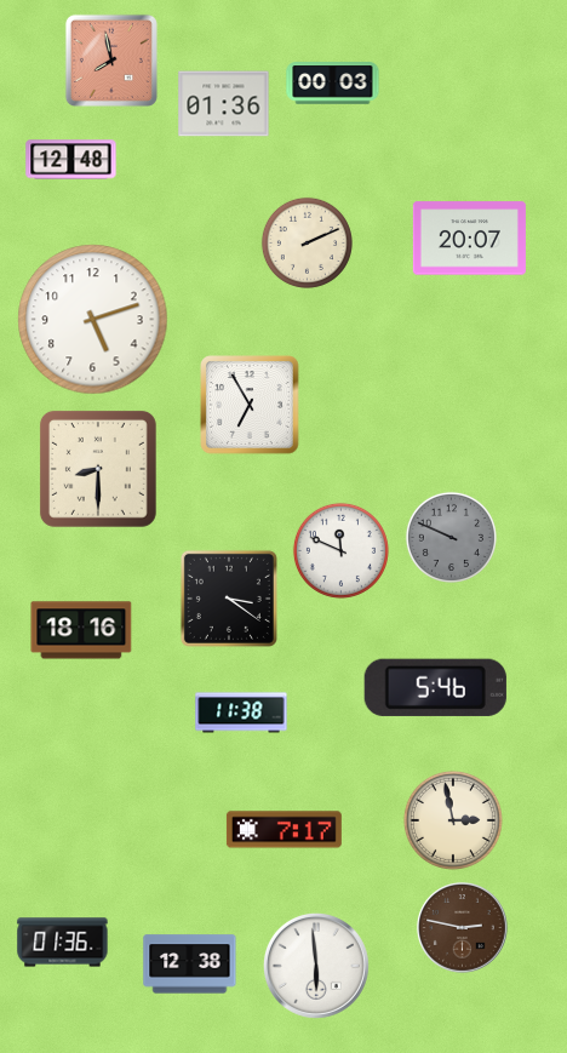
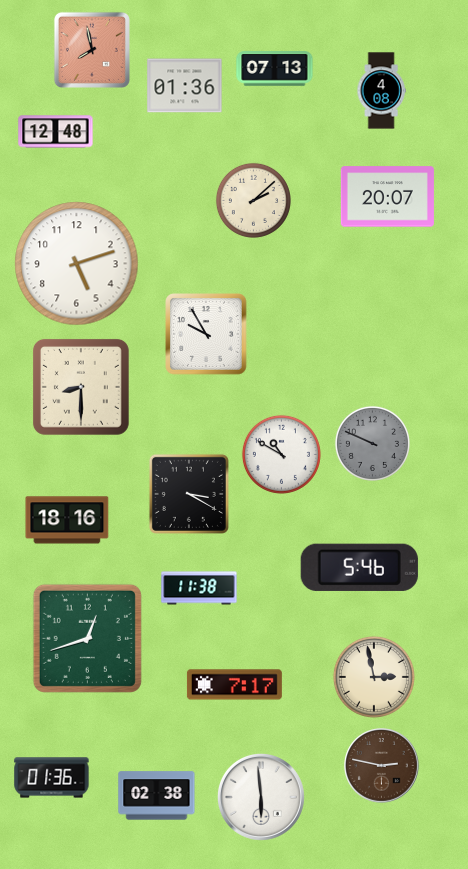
clock at (333, 84): 00:03 -> 07:13
clock at (381, 91): none -> 4:08
clock at (71, 160) position: (71, 160) -> (56, 132)
clock at (307, 242): 2:11 -> 2:08
clock at (250, 405): 6:55 -> 9:55
clock at (340, 550): 11:49 -> 10:50
clock at (229, 599): 3:21 -> 3:20
clock at (87, 638): none -> 12:42
clock at (190, 965): 12:38 -> 02:38
